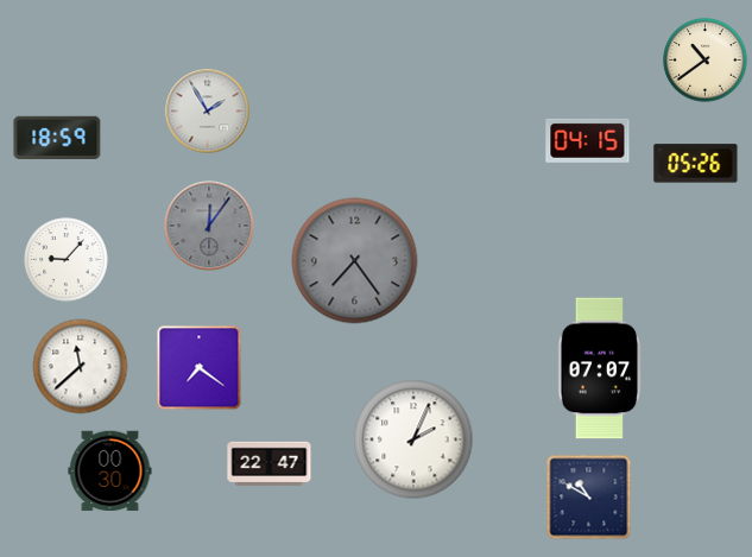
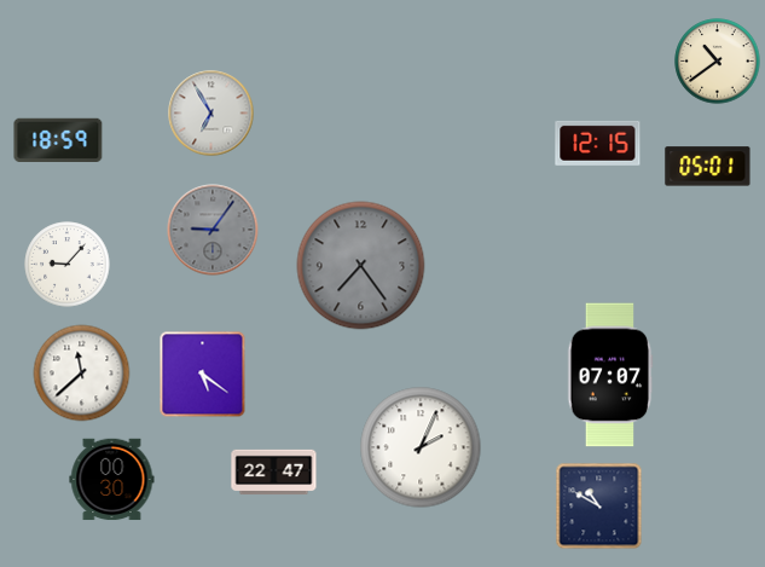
clock at (208, 112): 1:55 -> 6:55
clock at (588, 140): 04:15 -> 12:15
clock at (696, 164): 05:26 -> 05:01
clock at (209, 226): 12:06 -> 9:06
clock at (200, 368): 7:21 -> 5:21
